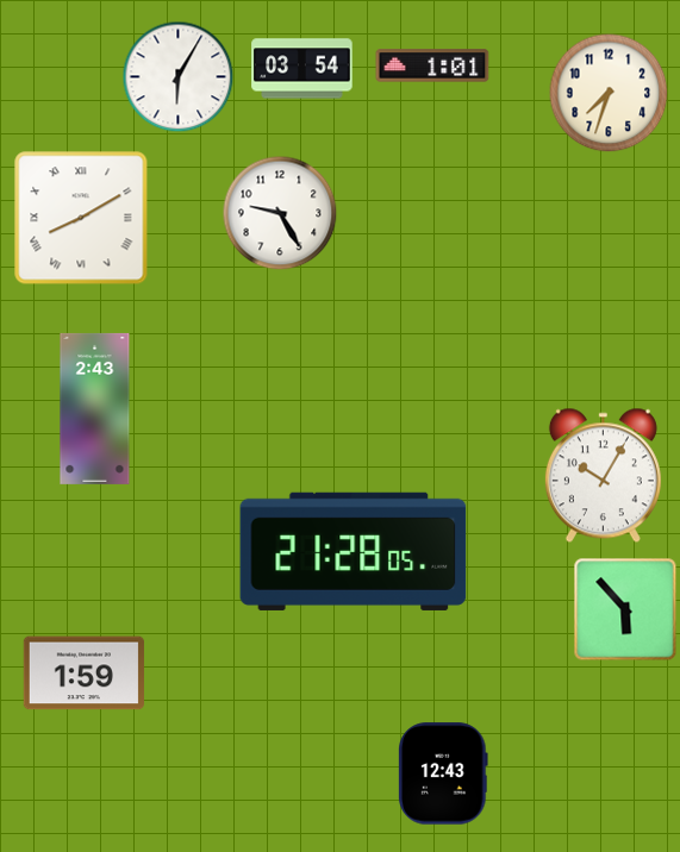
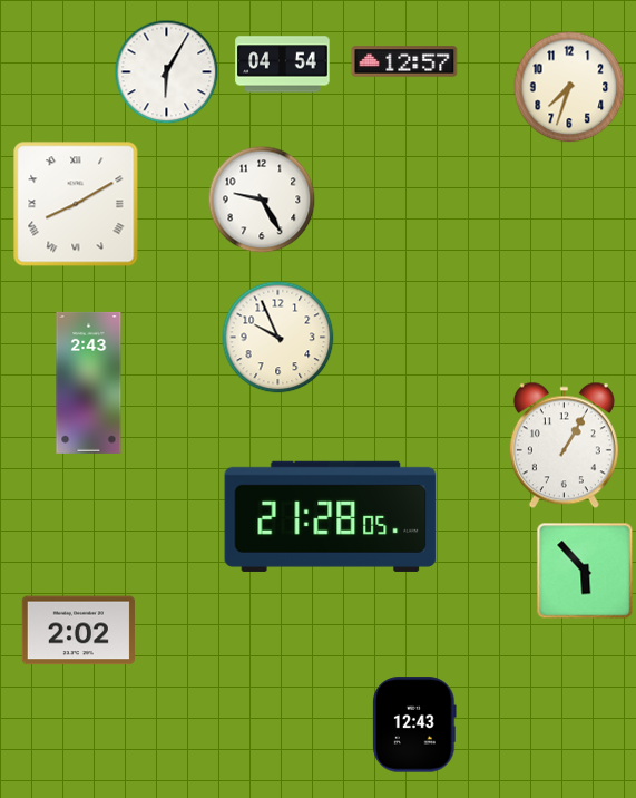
clock at (432, 65): 1:01 -> 12:57
clock at (302, 69): 03:54 -> 04:54
clock at (278, 338): none -> 9:56
clock at (603, 476): 10:05 -> 1:05
clock at (83, 674): 1:59 -> 2:02
